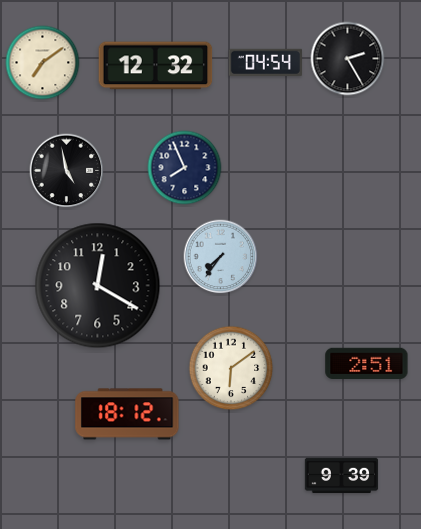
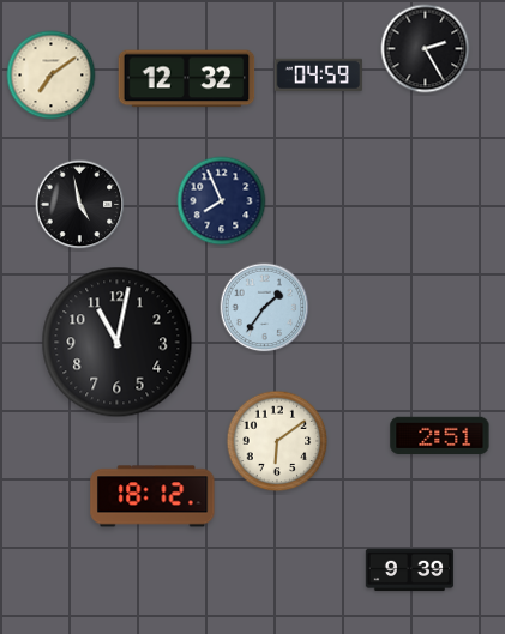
clock at (348, 59) position: (348, 59) -> (426, 49)
clock at (265, 62): 04:54 -> 04:59
clock at (221, 257): 7:36 -> 1:36
clock at (98, 286): 12:20 -> 11:02
